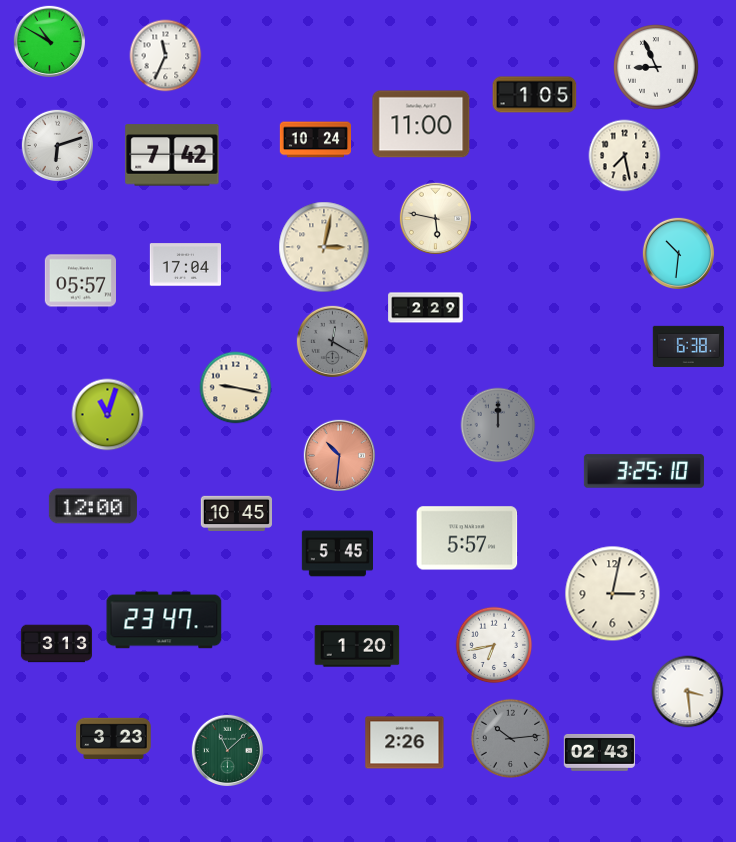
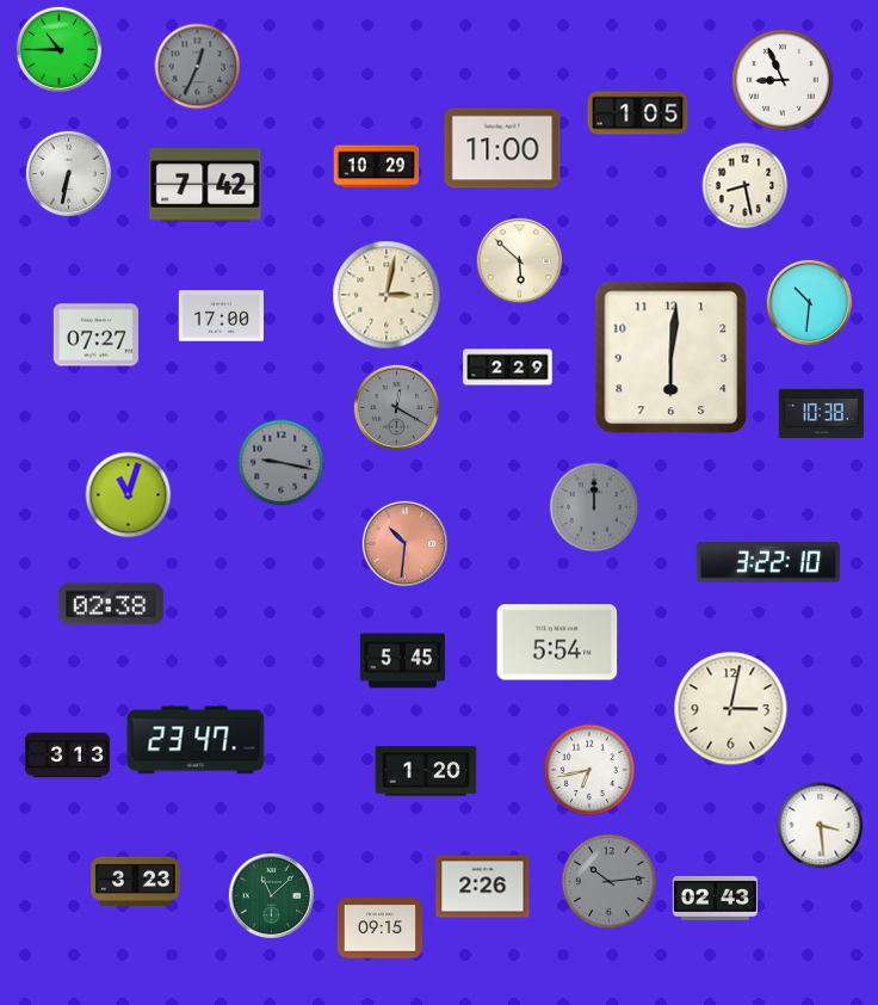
clock at (49, 41): 10:50 -> 10:45
clock at (166, 56): 11:34 -> 12:34
clock at (166, 56) dial: white -> grey
clock at (315, 140): 10:24 -> 10:29
clock at (57, 145): 6:12 -> 6:32
clock at (625, 156): 7:28 -> 8:28
clock at (435, 218): 5:47 -> 5:52
clock at (185, 265): 17:04 -> 17:00
clock at (80, 281): 05:57 -> 07:27
clock at (672, 358): none -> 6:01
clock at (688, 346): 6:38 -> 10:38
clock at (236, 388) dial: cream -> grey
clock at (644, 471): 3:25 -> 3:22
clock at (93, 506): 12:00 -> 02:38
clock at (236, 513): 10:45 -> none
clock at (467, 538): 5:57 -> 5:54
clock at (56, 644) position: (56, 644) -> (67, 756)
clock at (379, 929): none -> 09:15
